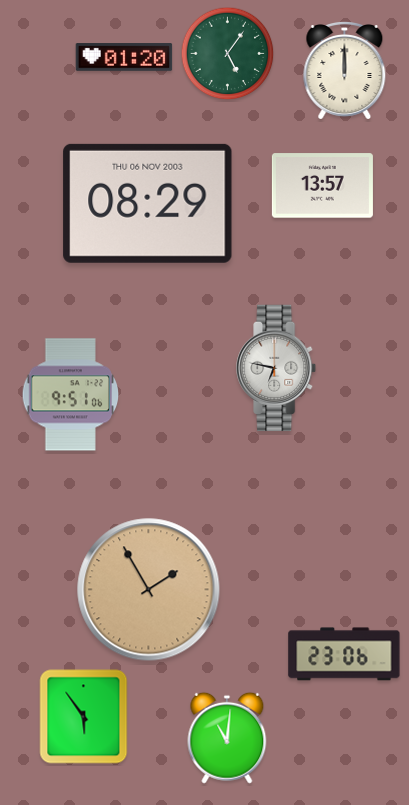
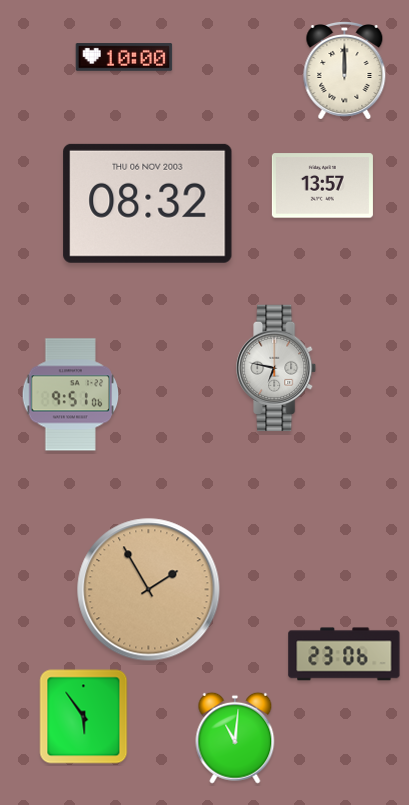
clock at (228, 54): 5:06 -> none
clock at (124, 57): 01:20 -> 10:00
clock at (148, 203): 08:29 -> 08:32
clock at (227, 738) position: (227, 738) -> (235, 738)
